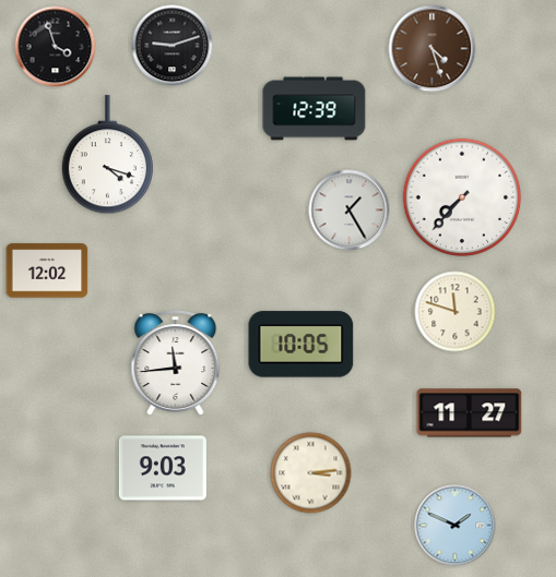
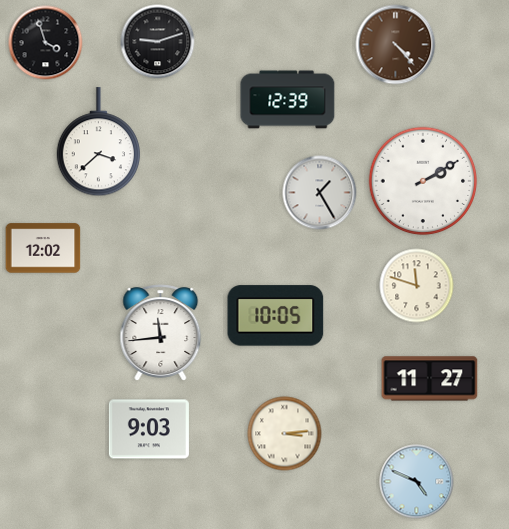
clock at (56, 47) position: (56, 47) -> (46, 43)
clock at (433, 49): 4:27 -> 4:23
clock at (107, 155): 4:18 -> 3:38
clock at (462, 197): 7:37 -> 2:10
clock at (456, 526): 1:49 -> 4:49
